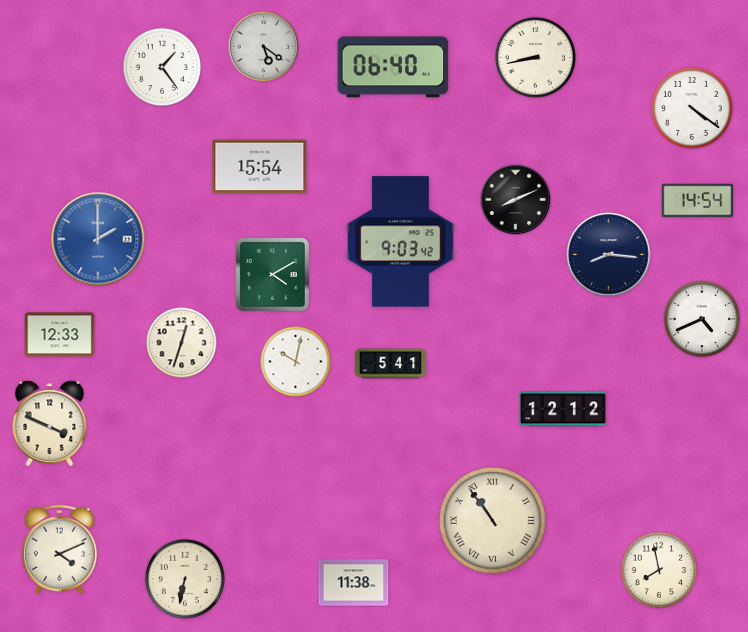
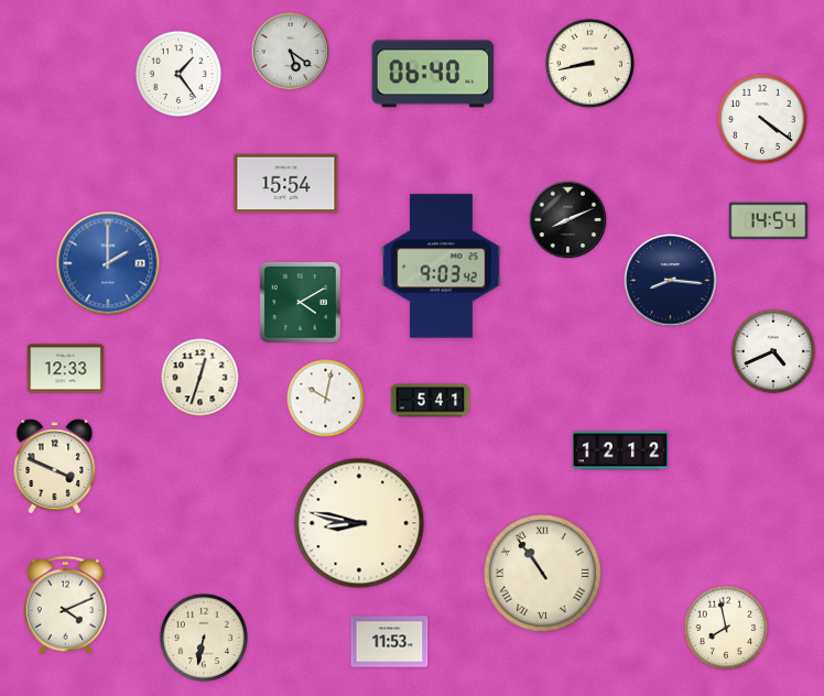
clock at (359, 523): none -> 8:47
clock at (354, 583): 11:38 -> 11:53
